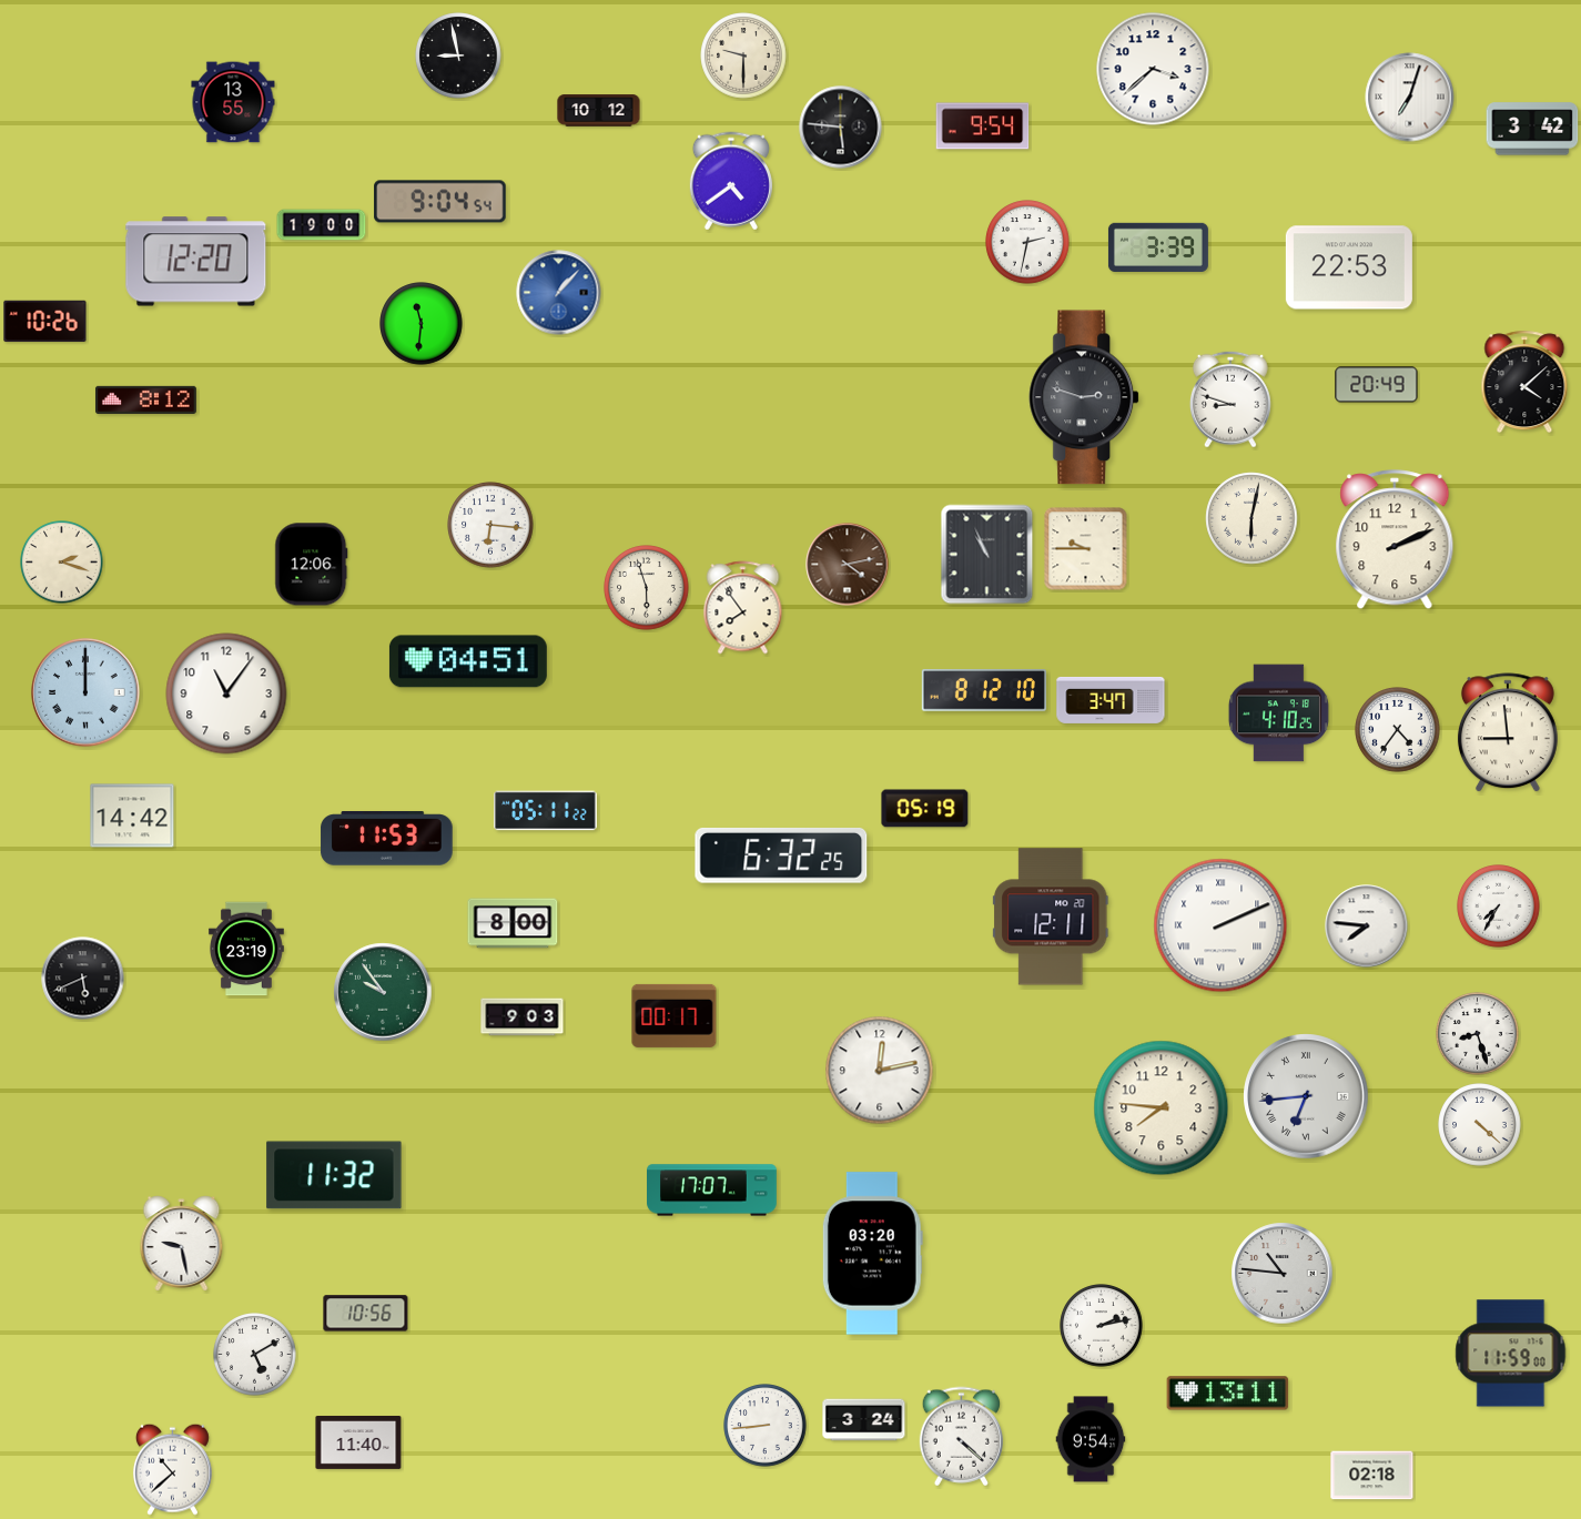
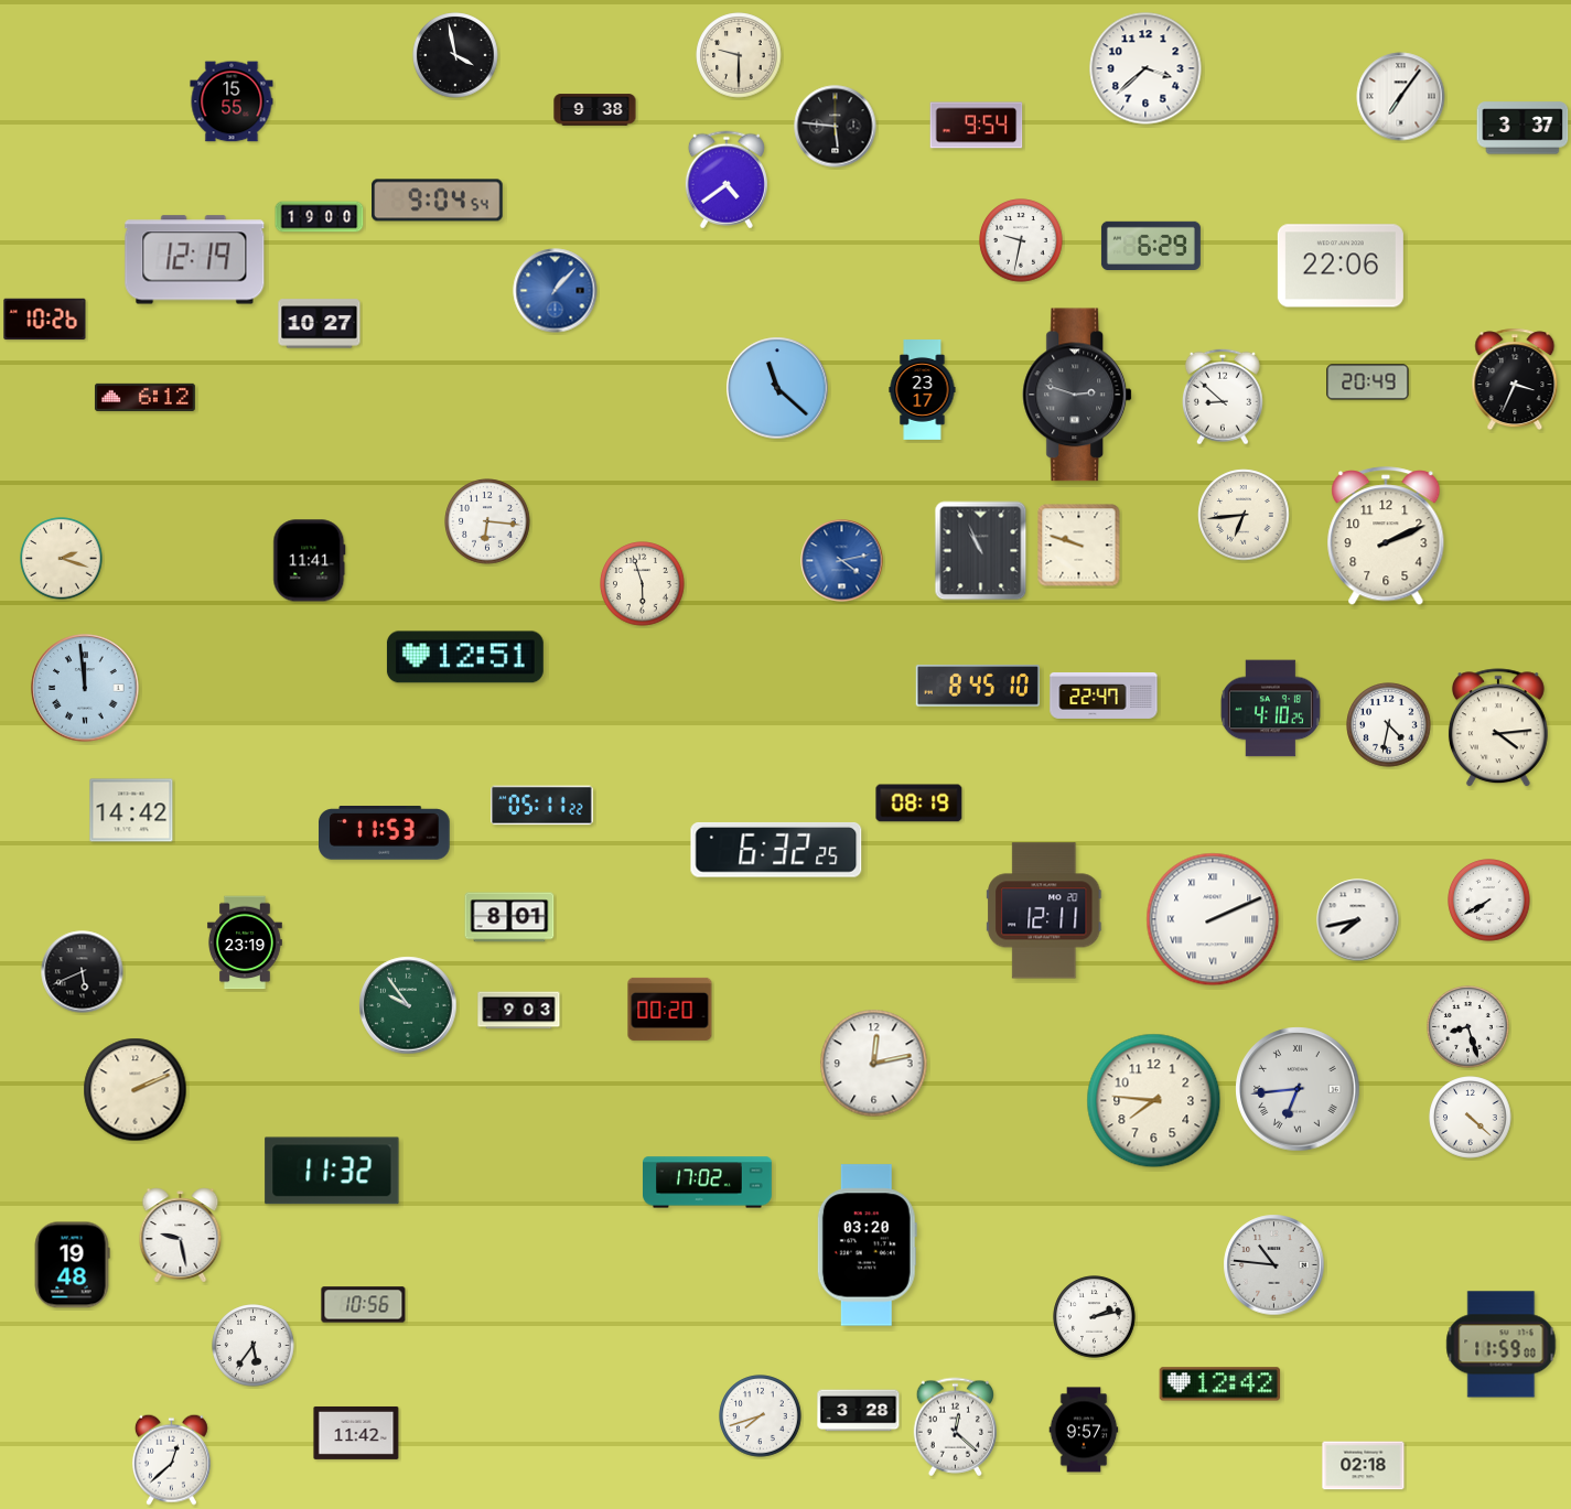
clock at (458, 55): 8:58 -> 3:58
clock at (1410, 98): 7:03 -> 7:06
clock at (233, 102): 13:55 -> 15:55
clock at (599, 111): 10:12 -> 9:38
clock at (1532, 129): 3:42 -> 3:37
clock at (322, 225) position: (322, 225) -> (320, 217)
clock at (1027, 242): 2:32 -> 9:32
clock at (1158, 246): 3:39 -> 6:29
clock at (196, 262): 12:20 -> 12:19
clock at (1349, 267): 22:53 -> 22:06
clock at (422, 324): 11:31 -> none
clock at (320, 324): none -> 10:27
clock at (1524, 382): 4:08 -> 3:34
clock at (777, 388): none -> 11:22
clock at (923, 390): none -> 23:17
clock at (146, 399): 8:12 -> 6:12
clock at (1230, 399): 8:48 -> 8:52
clock at (1251, 518): 6:02 -> 6:44
clock at (1086, 549): 9:45 -> 9:48
clock at (312, 565): 12:06 -> 11:41
clock at (848, 565) dial: brown -> blue
clock at (743, 608): 7:54 -> none
clock at (468, 661): 04:51 -> 12:51
clock at (984, 690): 8:12 -> 8:45
clock at (85, 692): 12:00 -> 11:59
clock at (226, 693): 11:06 -> none
clock at (1111, 700): 3:47 -> 22:47
clock at (1398, 730): 4:36 -> 4:32
clock at (1508, 733): 8:59 -> 4:14
clock at (925, 809): 05:19 -> 08:19
clock at (1499, 907): 7:35 -> 7:40
clock at (513, 923): 8:00 -> 8:01
clock at (1367, 926): 7:46 -> 7:43
clock at (383, 992) position: (383, 992) -> (408, 1005)
clock at (675, 1015): 00:17 -> 00:20
clock at (136, 1090): none -> 2:11
clock at (334, 1175) position: (334, 1175) -> (332, 1171)
clock at (712, 1191): 17:07 -> 17:02
clock at (72, 1265): none -> 19:48
clock at (255, 1355): 5:10 -> 5:36
clock at (1228, 1394): 13:11 -> 12:42
clock at (864, 1420): 3:24 -> 3:28
clock at (766, 1426): 8:44 -> 7:42
clock at (961, 1437): 4:22 -> 12:22
clock at (1091, 1439): 9:54 -> 9:57
clock at (358, 1442): 11:40 -> 11:42
clock at (172, 1469): 10:38 -> 12:38
